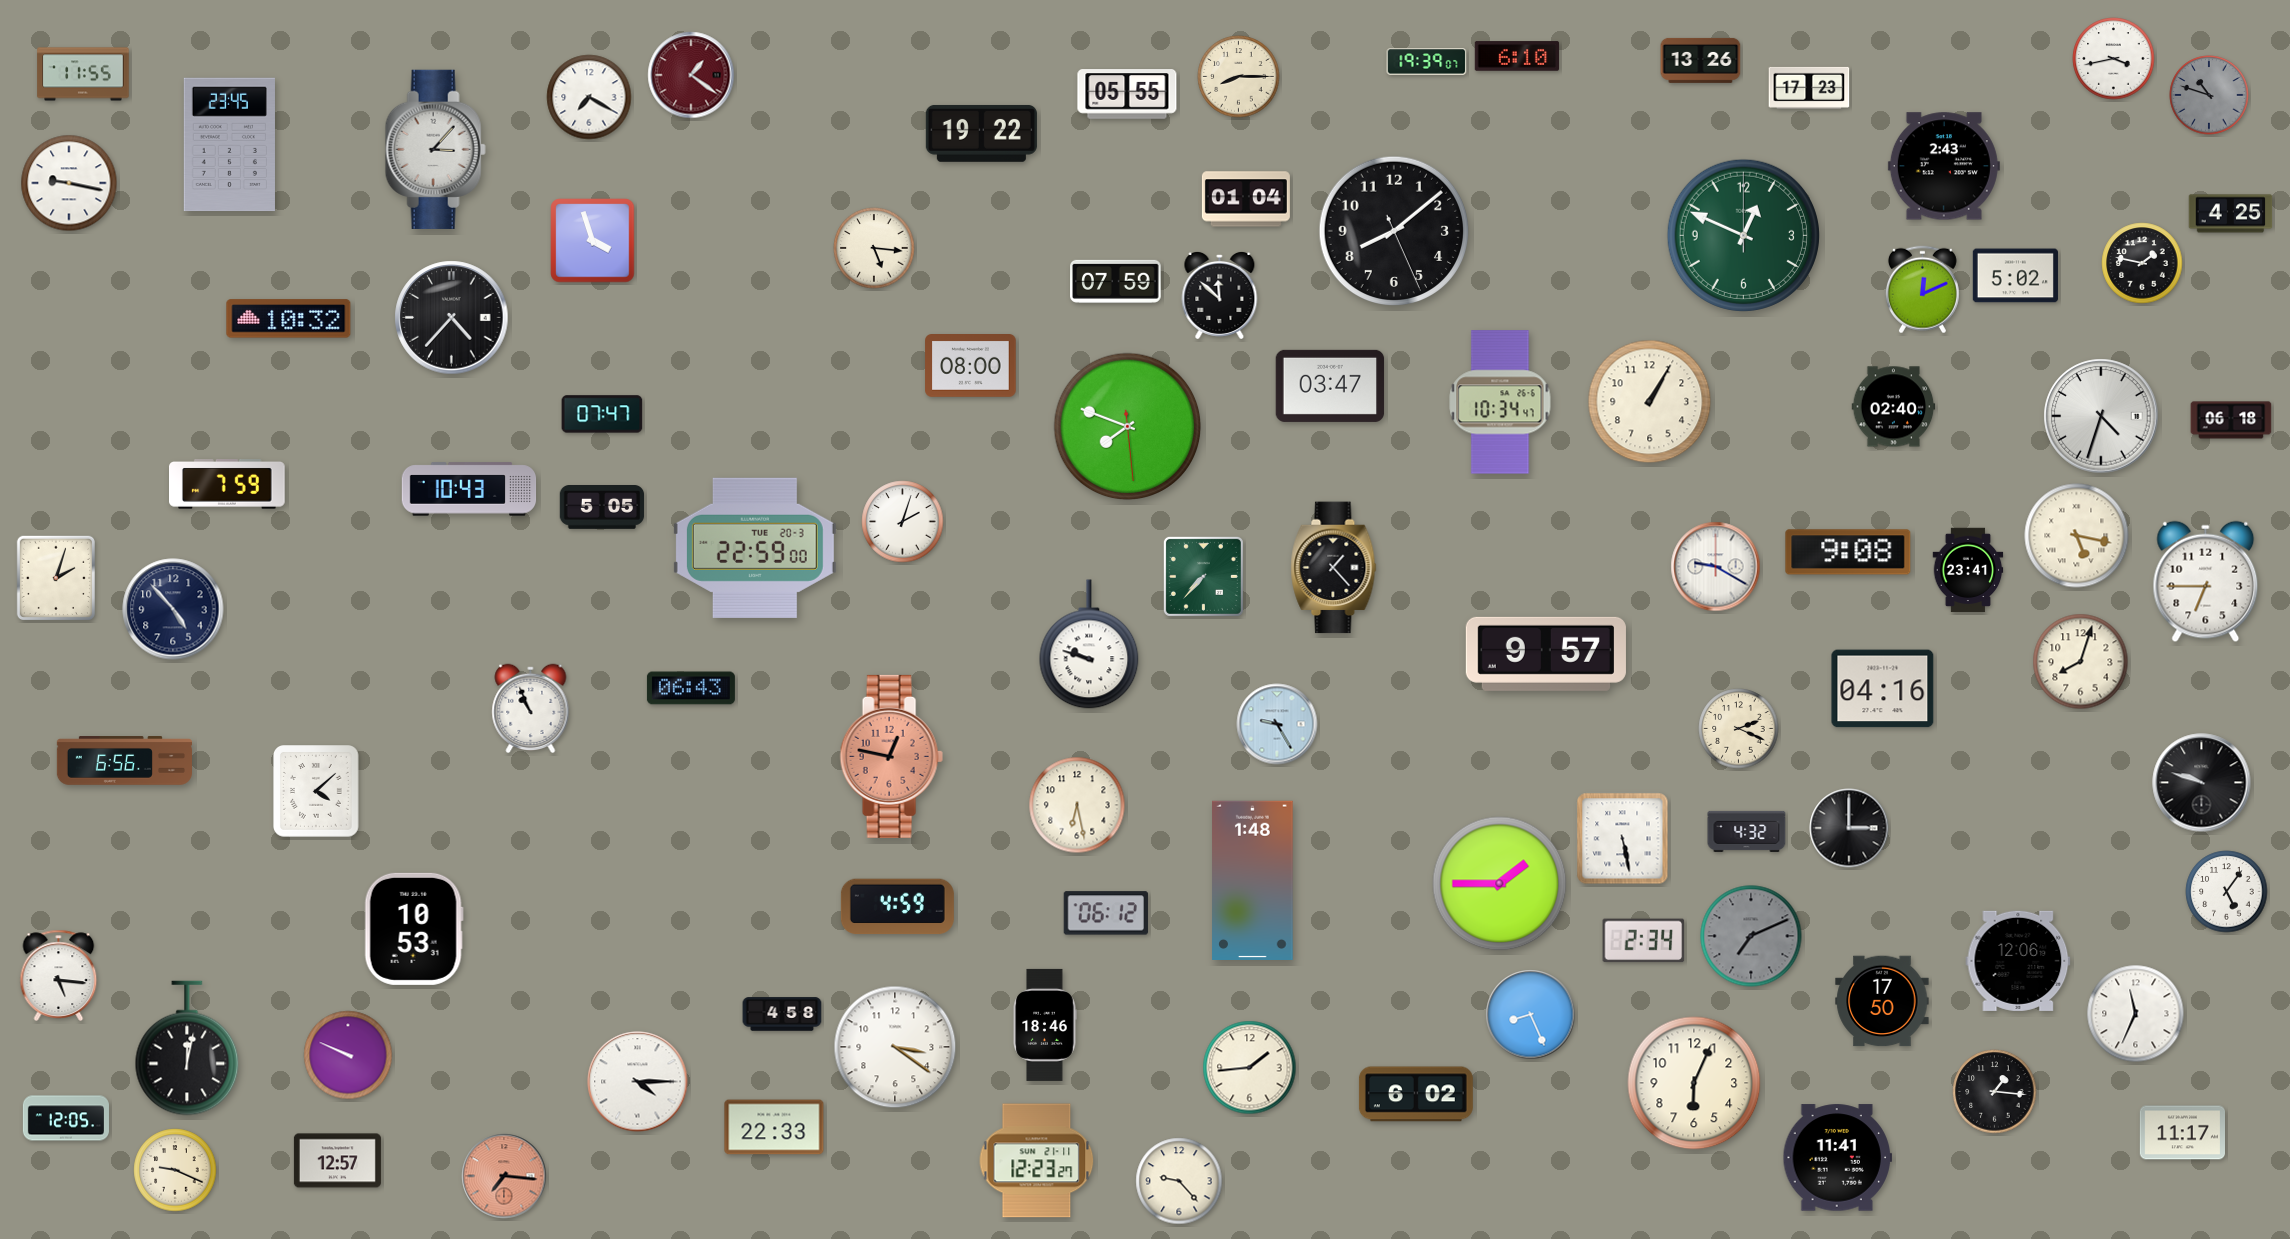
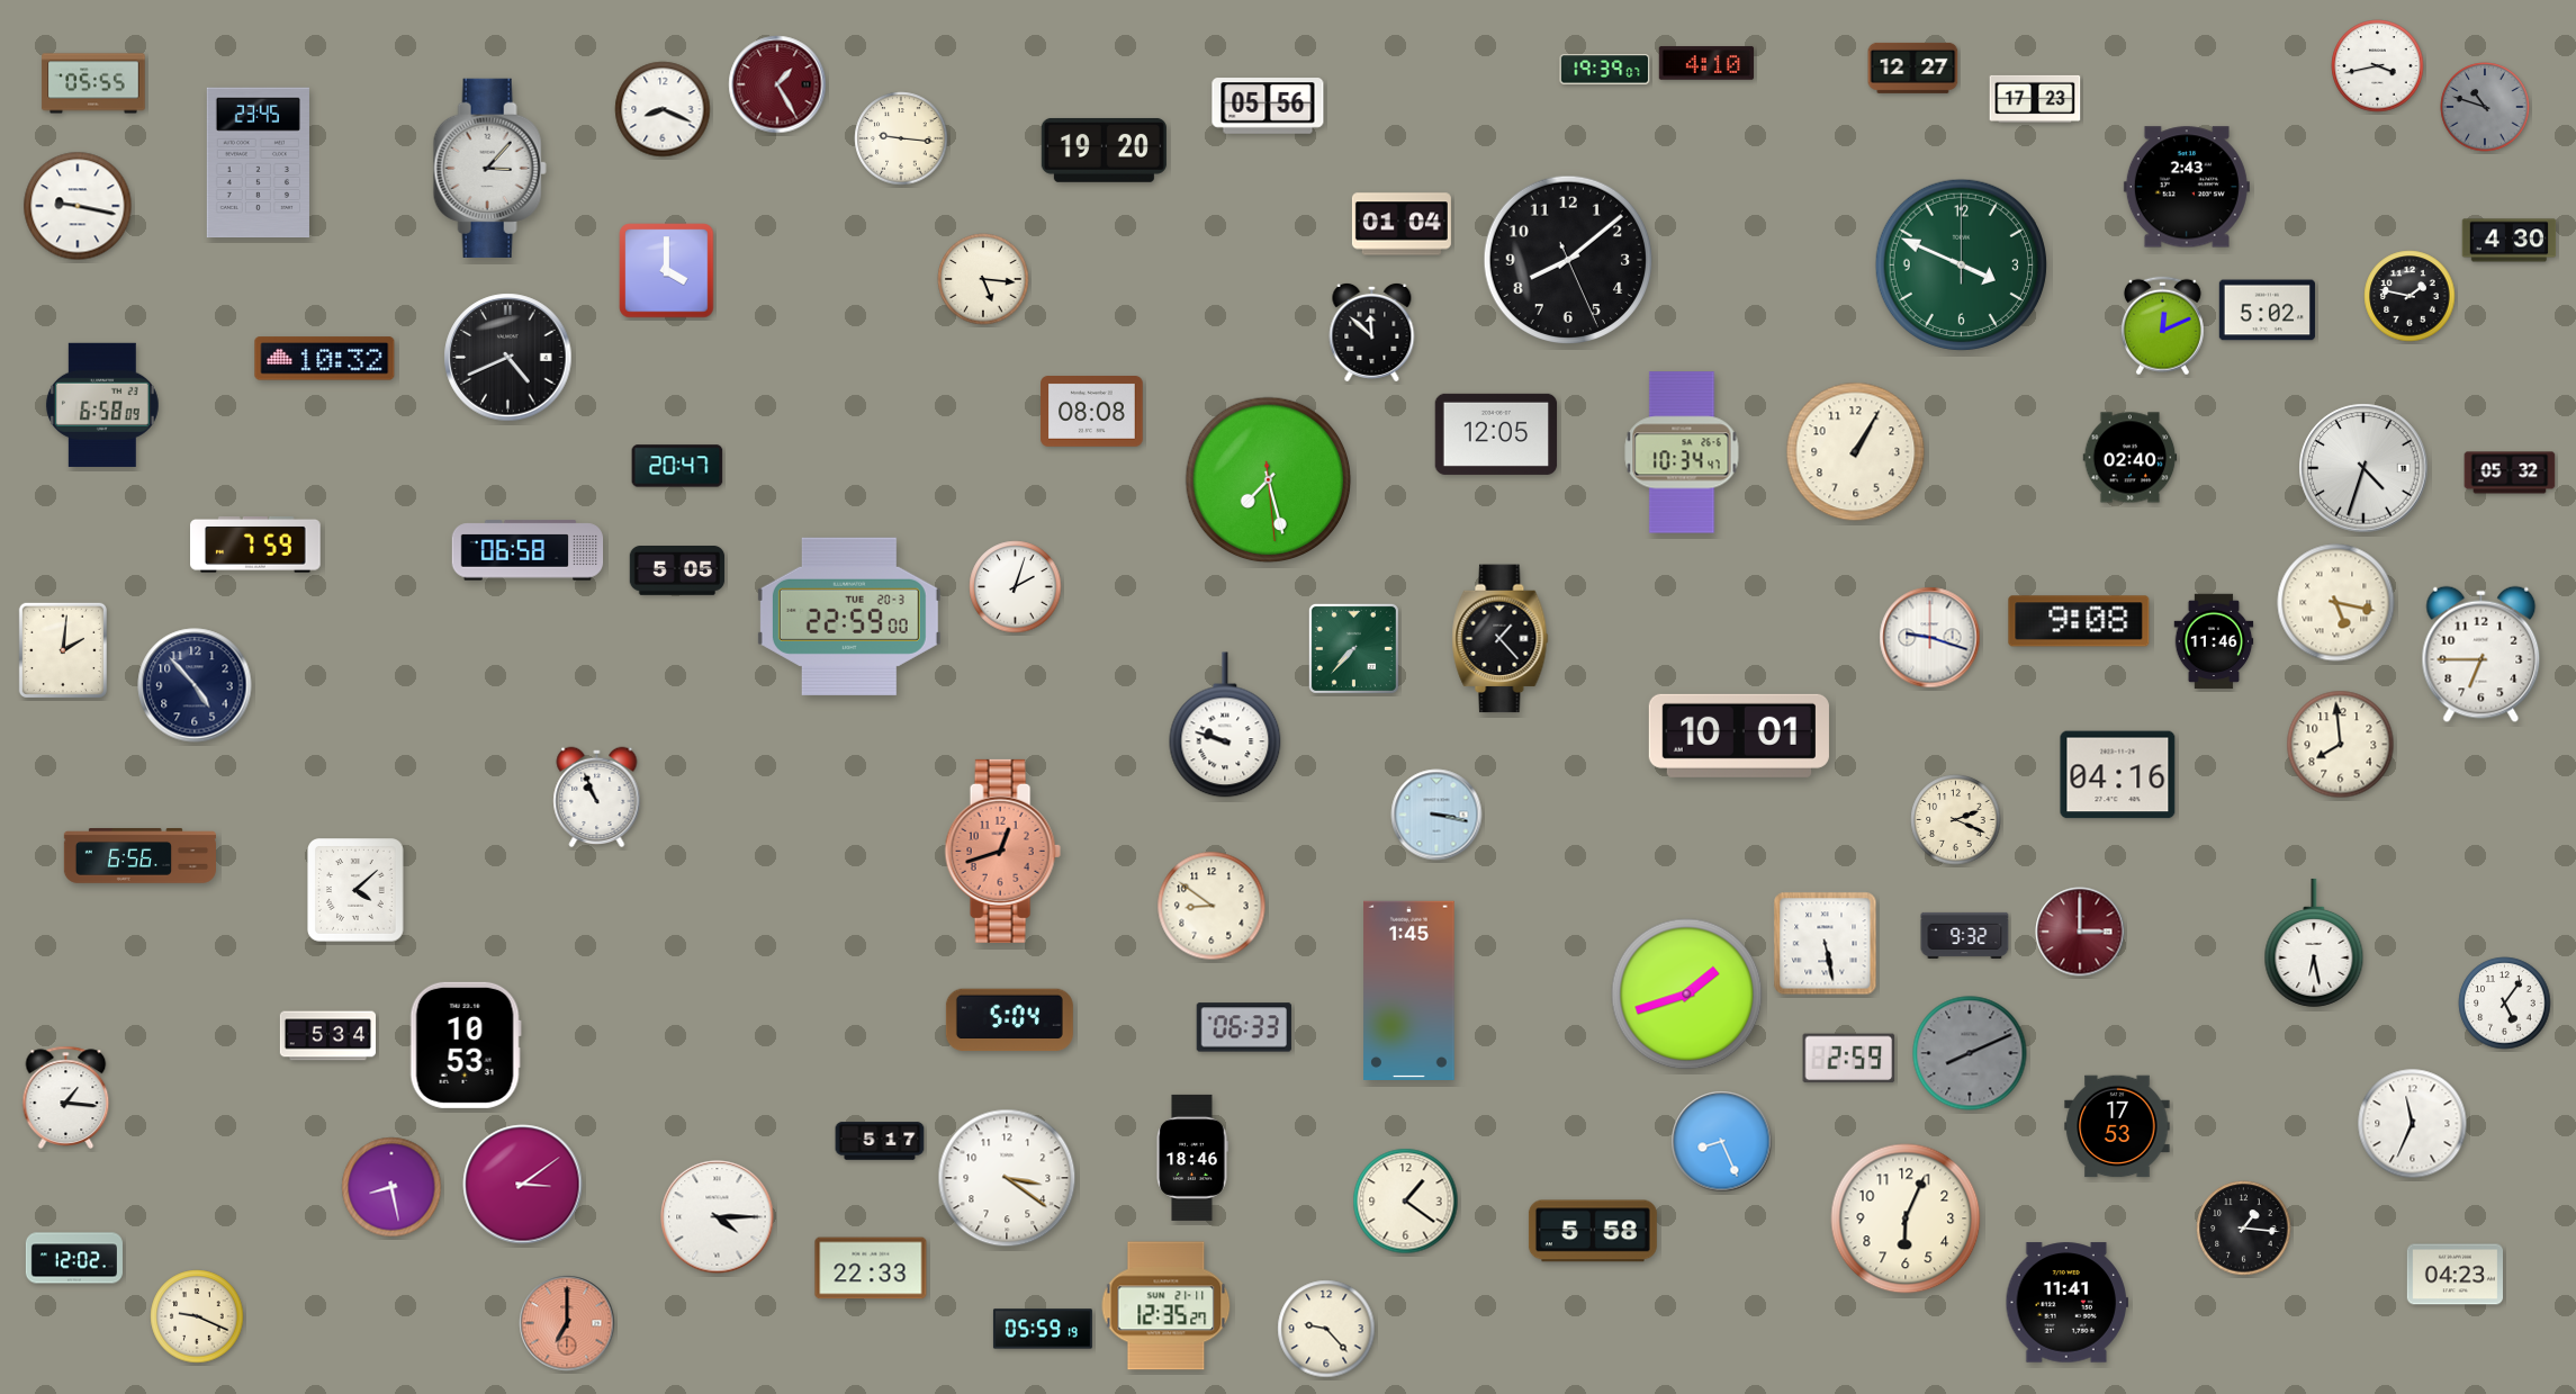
clock at (1517, 56): 6:10 -> 4:10
clock at (1701, 60): 13:26 -> 12:27
clock at (83, 74): 11:55 -> 05:55
clock at (691, 75): 1:21 -> 1:25
clock at (1239, 77): 8:15 -> none
clock at (1127, 94): 05:55 -> 05:56
clock at (589, 97): 7:20 -> 8:19
clock at (901, 138): none -> 9:16
clock at (981, 133): 19:22 -> 19:20
clock at (2231, 214): 4:25 -> 4:30
clock at (1743, 235): 12:49 -> 3:49
clock at (593, 241): 3:57 -> 4:00
clock at (1116, 281): 07:59 -> none
clock at (452, 318): 4:37 -> 4:41
clock at (102, 405): none -> 6:58
clock at (971, 366): 08:00 -> 08:08
clock at (1330, 386): 03:47 -> 12:05
clock at (1500, 402) position: (1500, 402) -> (1682, 452)
clock at (602, 414): 07:47 -> 20:47
clock at (2231, 420): 06:18 -> 05:32
clock at (1128, 427): 7:48 -> 7:27
clock at (469, 489): 10:43 -> 06:58
clock at (1716, 567): 9:20 -> 9:18
clock at (1968, 570): 23:41 -> 11:46
clock at (56, 578): 2:03 -> 2:01
clock at (1546, 654): 9:57 -> 10:01
clock at (2081, 662): 8:03 -> 7:59
clock at (691, 688): 06:43 -> none
clock at (1277, 724): 9:25 -> 3:17
clock at (891, 756): 12:47 -> 12:42
clock at (2202, 783): 9:48 -> none
clock at (1077, 805): 6:28 -> 8:51
clock at (1849, 828) dial: black -> burgundy
clock at (1747, 831): 4:32 -> 9:32
clock at (2314, 943): none -> 6:28
clock at (1253, 880): 1:48 -> 1:45
clock at (1500, 884): 1:45 -> 1:42
clock at (897, 907): 4:59 -> 5:04
clock at (1106, 913): 06:12 -> 06:33
clock at (328, 1036): none -> 5:34
clock at (1751, 936): 7:11 -> 8:11
clock at (1644, 941): 2:34 -> 2:59
clock at (2018, 961): 12:06 -> none
clock at (59, 975): 5:16 -> 1:16
clock at (1882, 1001): 17:50 -> 17:53
clock at (782, 1014): 4:58 -> 5:17
clock at (2136, 1014) position: (2136, 1014) -> (2413, 1124)
clock at (1045, 1025) position: (1045, 1025) -> (1192, 1158)
clock at (187, 1048): 12:02 -> none
clock at (523, 1185): none -> 3:09
clock at (348, 1055): 9:49 -> 8:28
clock at (1250, 1068): 1:44 -> 1:21
clock at (1416, 1094): 6:02 -> 5:58
clock at (66, 1118): 12:05 -> 12:02
clock at (2182, 1133): 11:17 -> 04:23
clock at (337, 1161): 12:57 -> none
clock at (1037, 1161): 12:23 -> 12:35
clock at (504, 1176): 7:16 -> 7:00
clock at (1043, 1329): none -> 05:59
